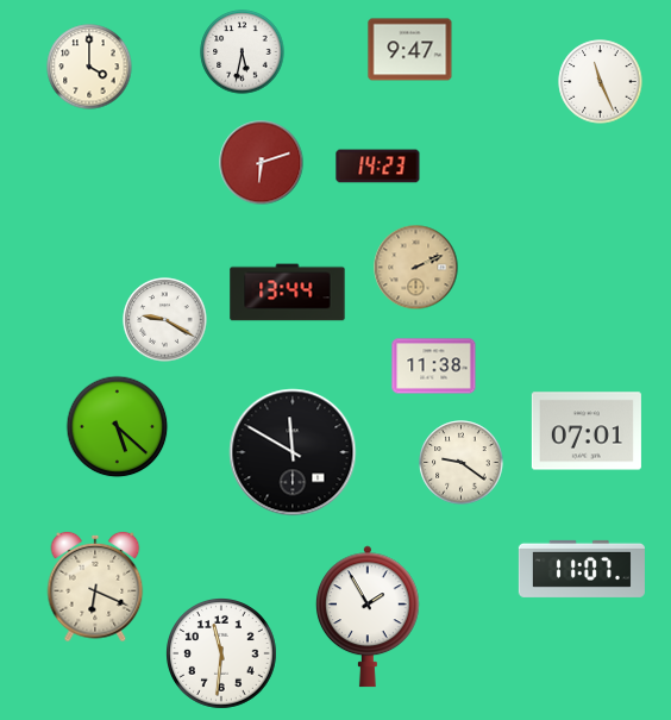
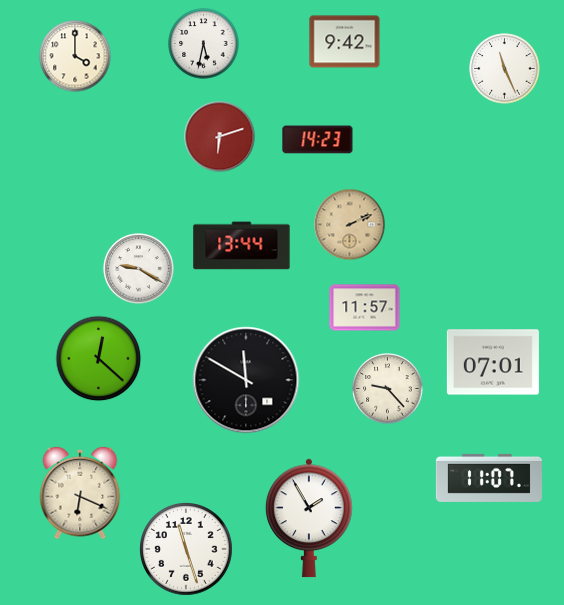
clock at (410, 50): 9:47 -> 9:42
clock at (434, 367): 11:38 -> 11:57
clock at (118, 427): 5:22 -> 12:22
clock at (462, 463): 9:21 -> 9:23
clock at (222, 655): 11:31 -> 11:27
